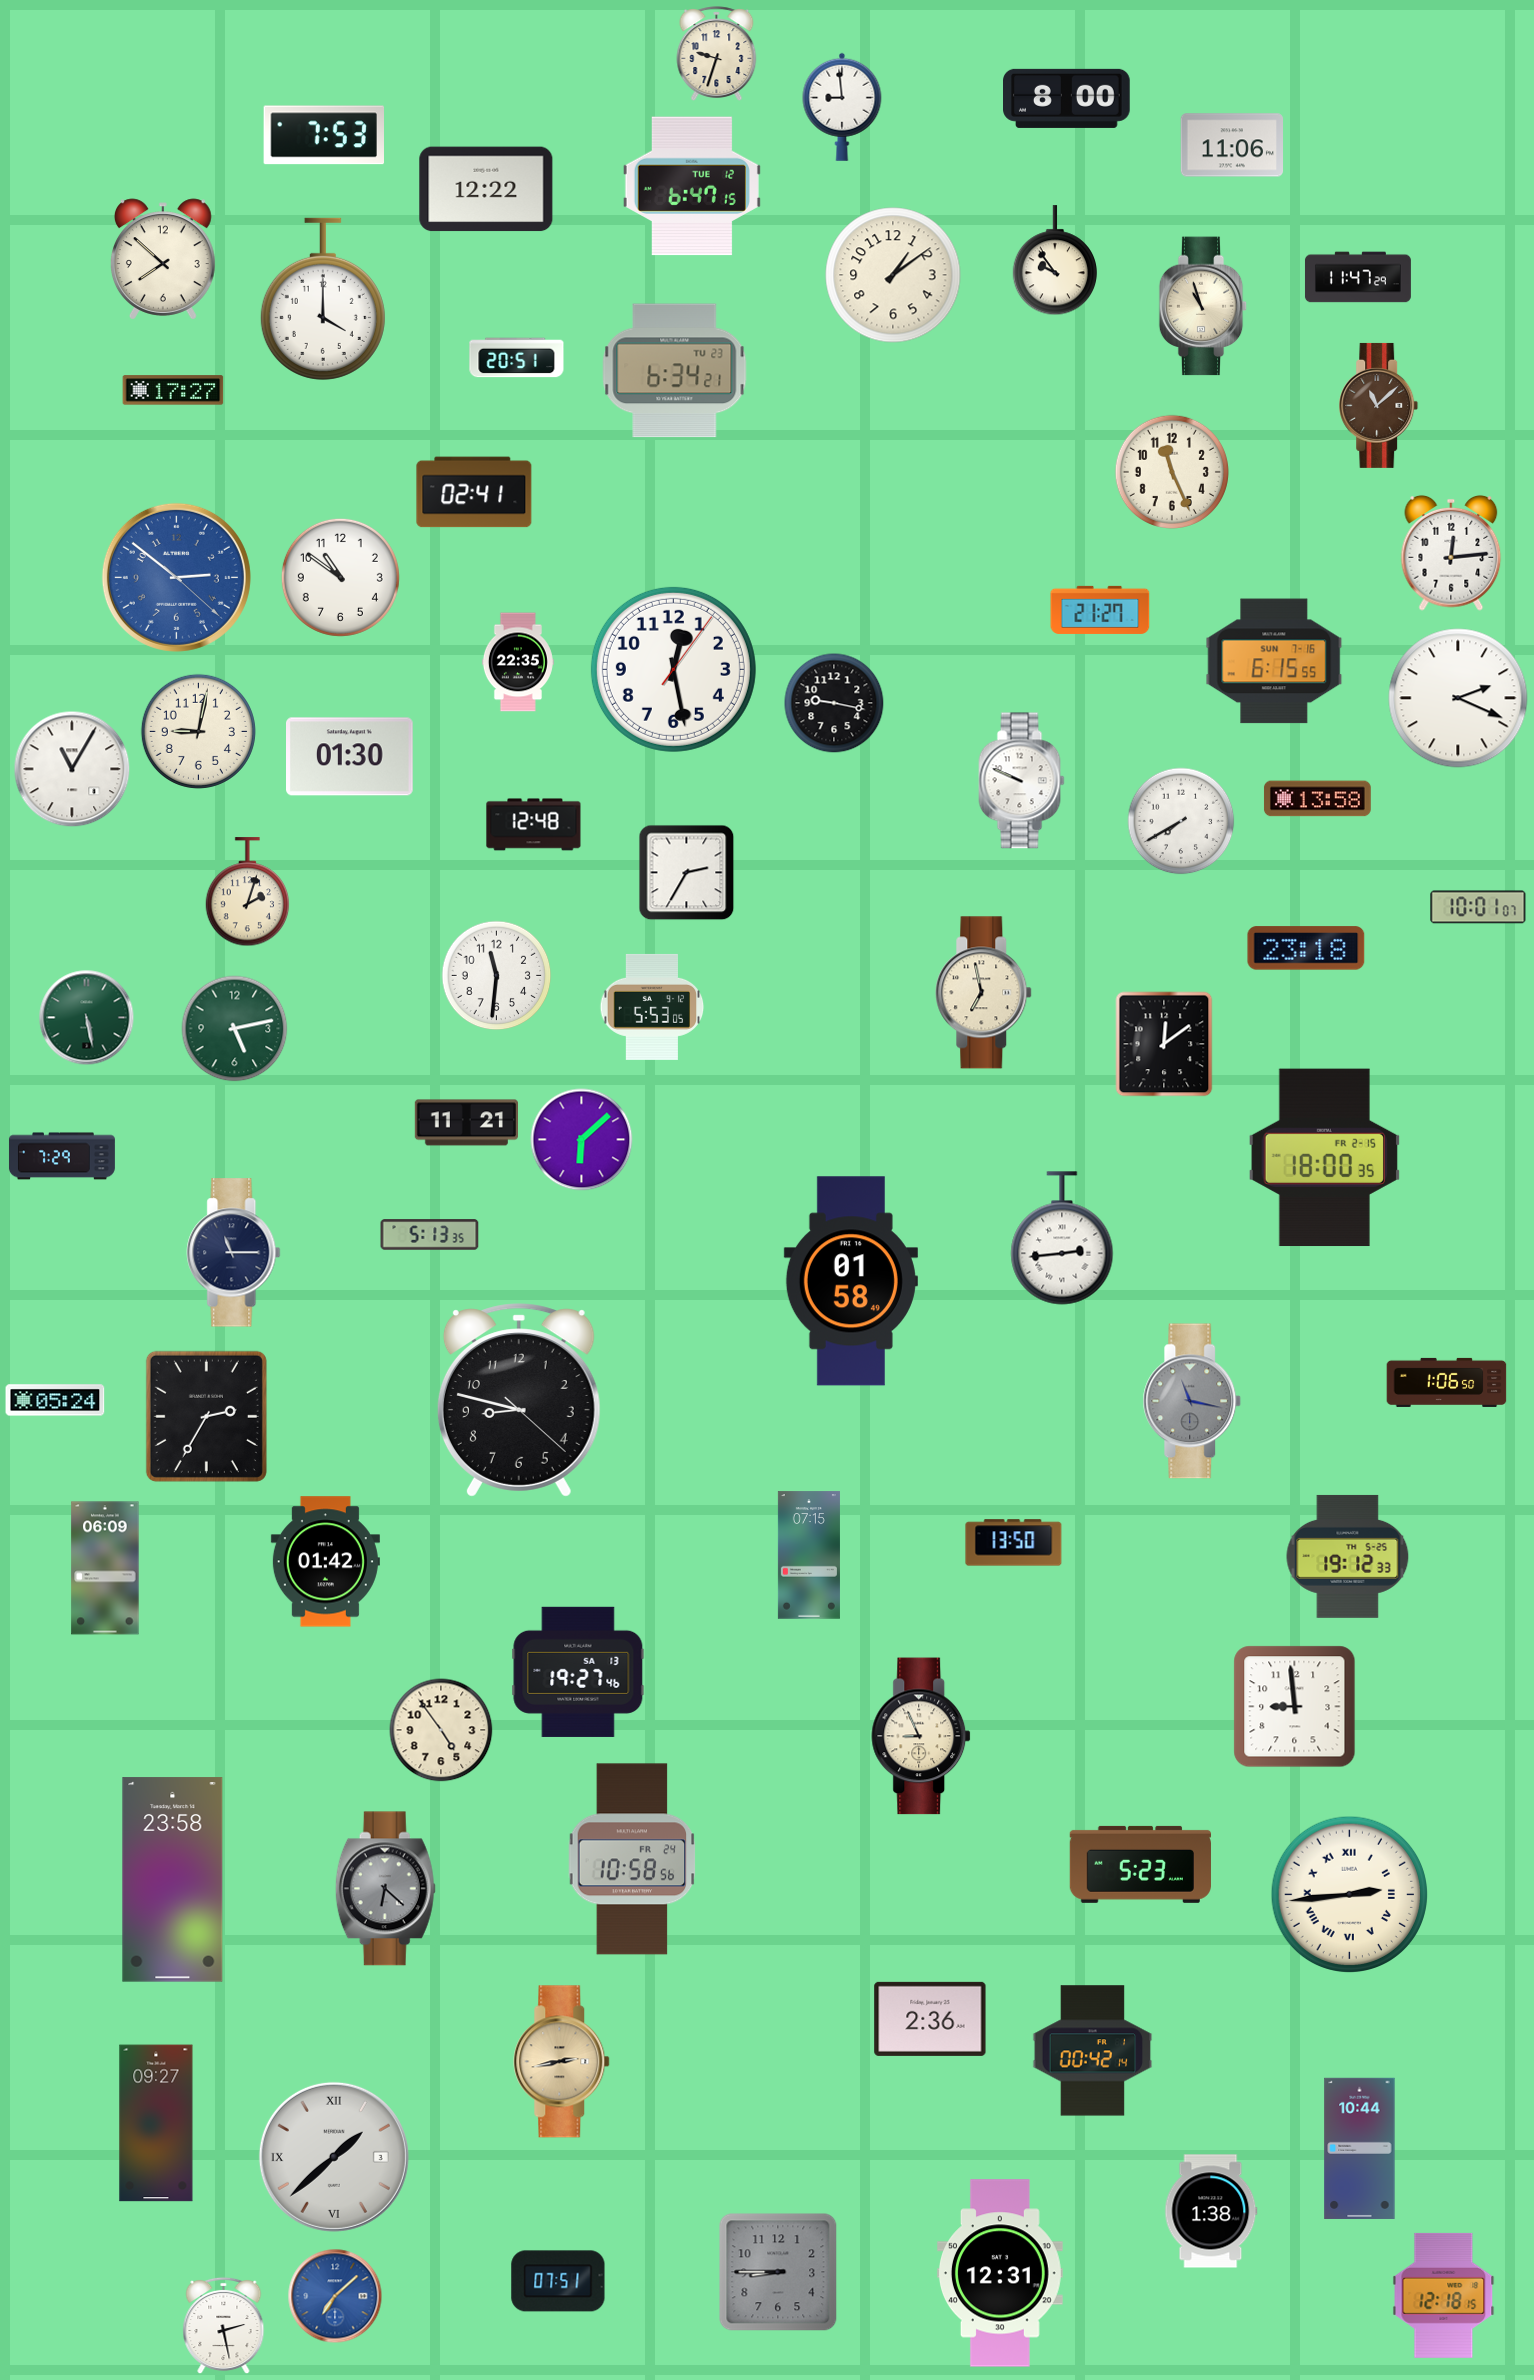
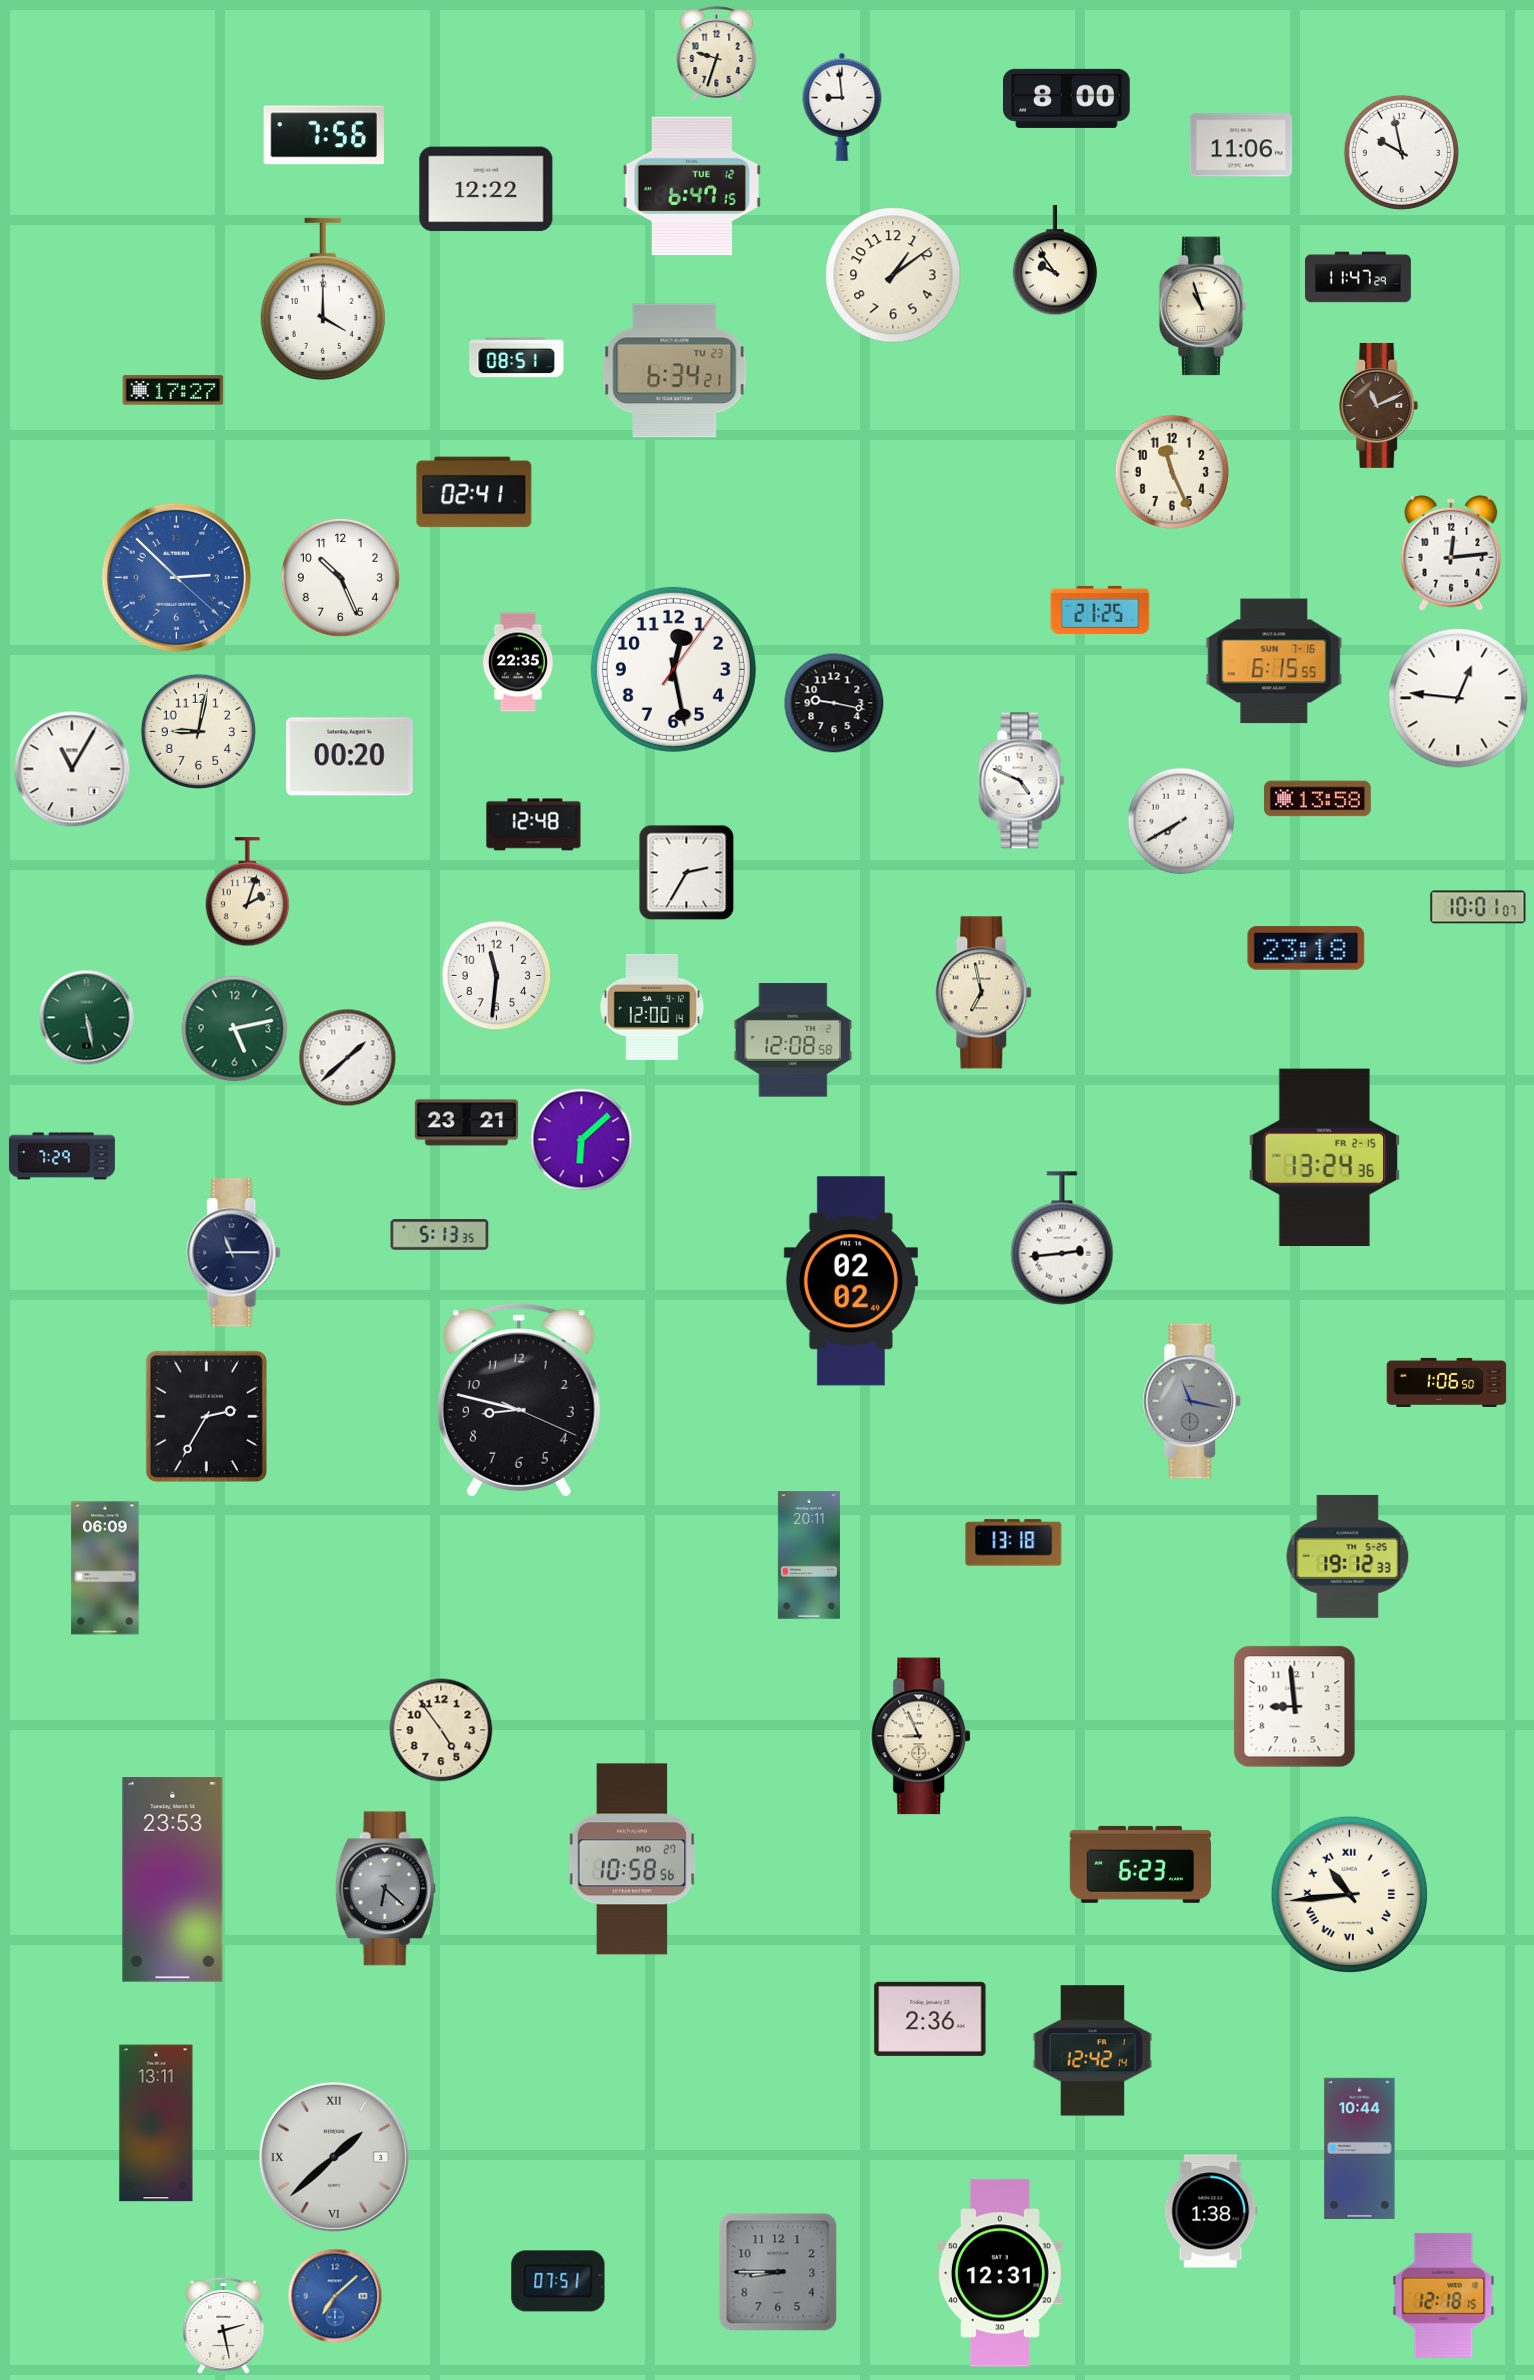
clock at (323, 135): 7:53 -> 7:56
clock at (1232, 145) position: (1232, 145) -> (1241, 145)
clock at (1401, 152): none -> 9:58
clock at (163, 259): 7:52 -> none
clock at (517, 358): 20:51 -> 08:51
clock at (1379, 405): 11:08 -> 11:11
clock at (176, 577): 2:51 -> 2:52
clock at (340, 577): 10:51 -> 10:26
clock at (1100, 610): 21:27 -> 21:25
clock at (1458, 698): 2:19 -> 12:46
clock at (350, 757): 01:30 -> 00:20
clock at (1022, 781): 9:49 -> 4:49
clock at (652, 1007): 5:53 -> 12:00
clock at (793, 1040): none -> 12:08
clock at (1164, 1044): 12:09 -> none
clock at (348, 1058): none -> 1:38
clock at (466, 1123): 11:21 -> 23:21
clock at (1324, 1158): 18:00 -> 13:24
clock at (430, 1235) position: (430, 1235) -> (440, 1235)
clock at (851, 1281): 01:58 -> 02:02
clock at (55, 1400): 05:24 -> none
clock at (519, 1400): 8:47:22 -> 8:47:19
clock at (1014, 1543): 13:50 -> 13:18
clock at (809, 1555): 07:15 -> 20:11
clock at (325, 1562): 01:42 -> none
clock at (578, 1672): 19:27 -> none
clock at (632, 1859) date: FR 24 -> MO 27
clock at (1140, 1864): 5:23 -> 6:23
clock at (173, 1880): 23:58 -> 23:53
clock at (1350, 1895): 2:44 -> 10:44
clock at (1093, 2051): 00:42 -> 12:42
clock at (562, 2062): 2:43 -> none
clock at (156, 2123): 09:27 -> 13:11
